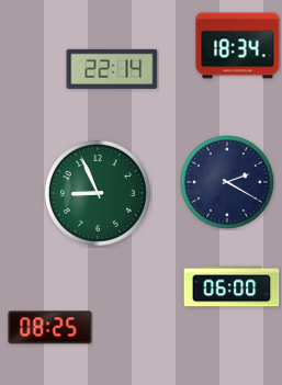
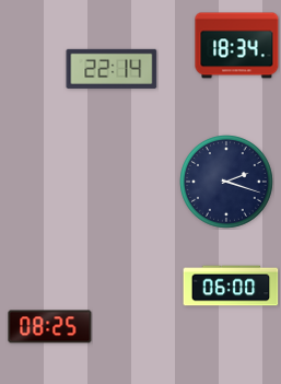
clock at (228, 183): 2:20 -> 2:18
clock at (98, 193): 8:56 -> none
